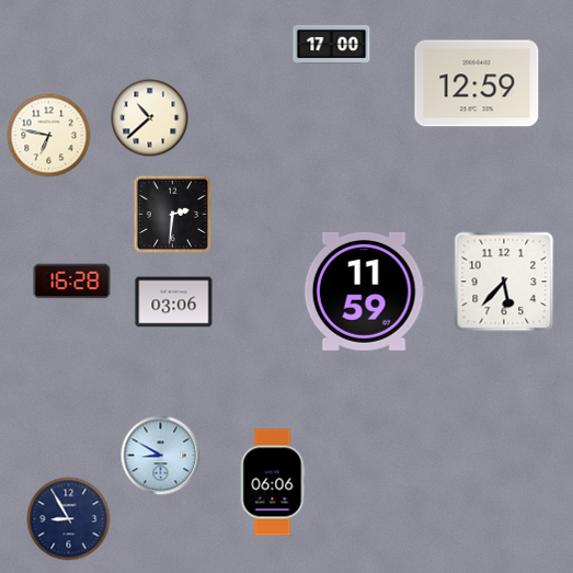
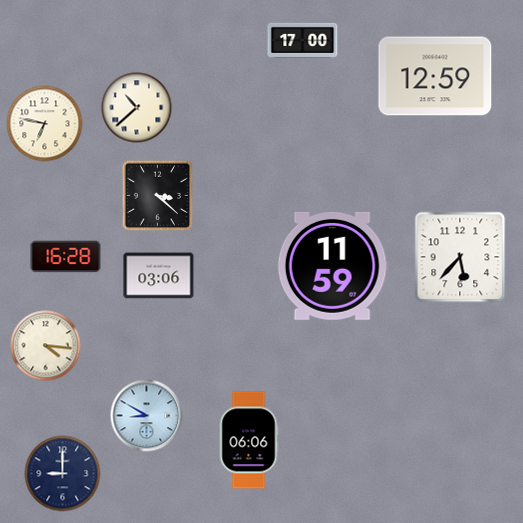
clock at (173, 215): 2:31 -> 3:22
clock at (46, 346): none -> 4:16
clock at (69, 519): 8:55 -> 9:00
